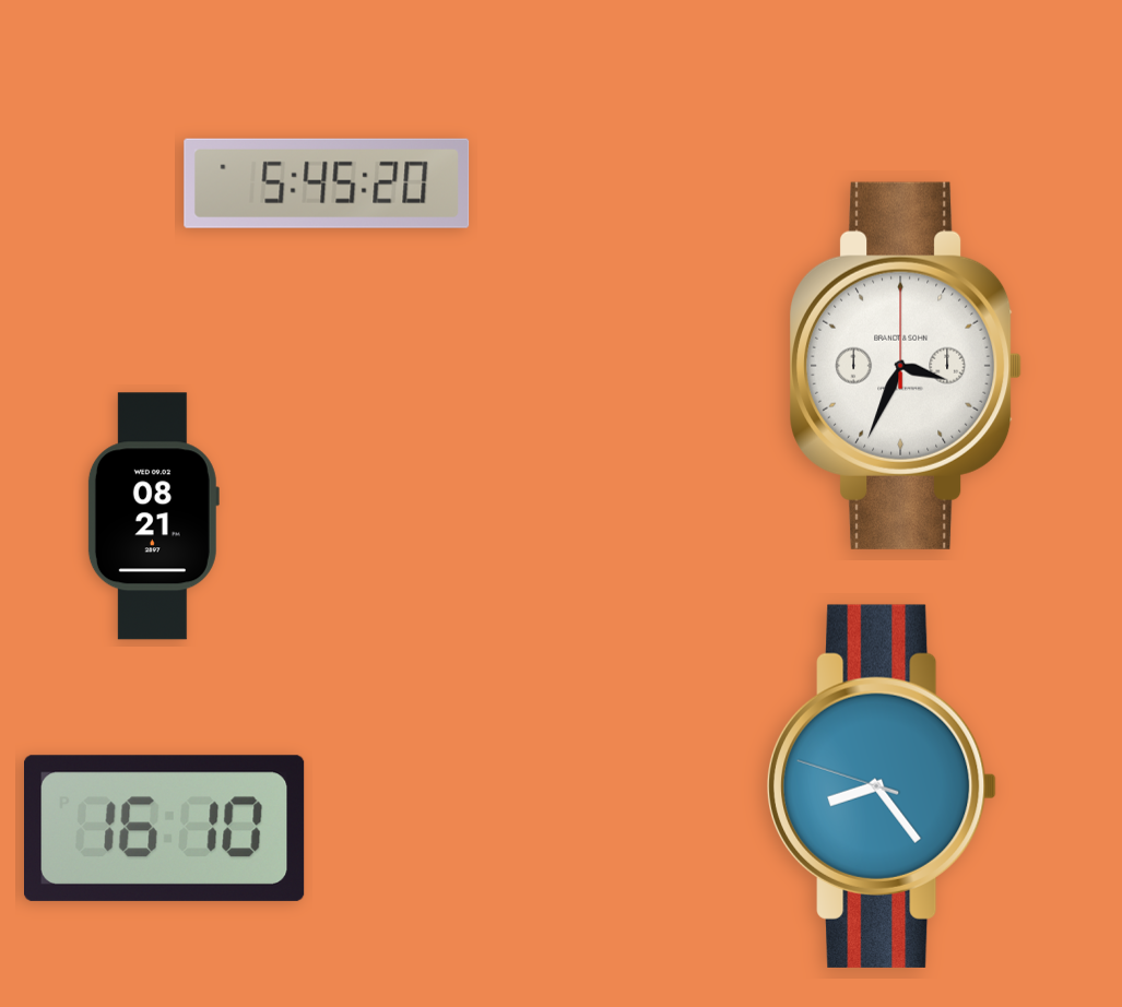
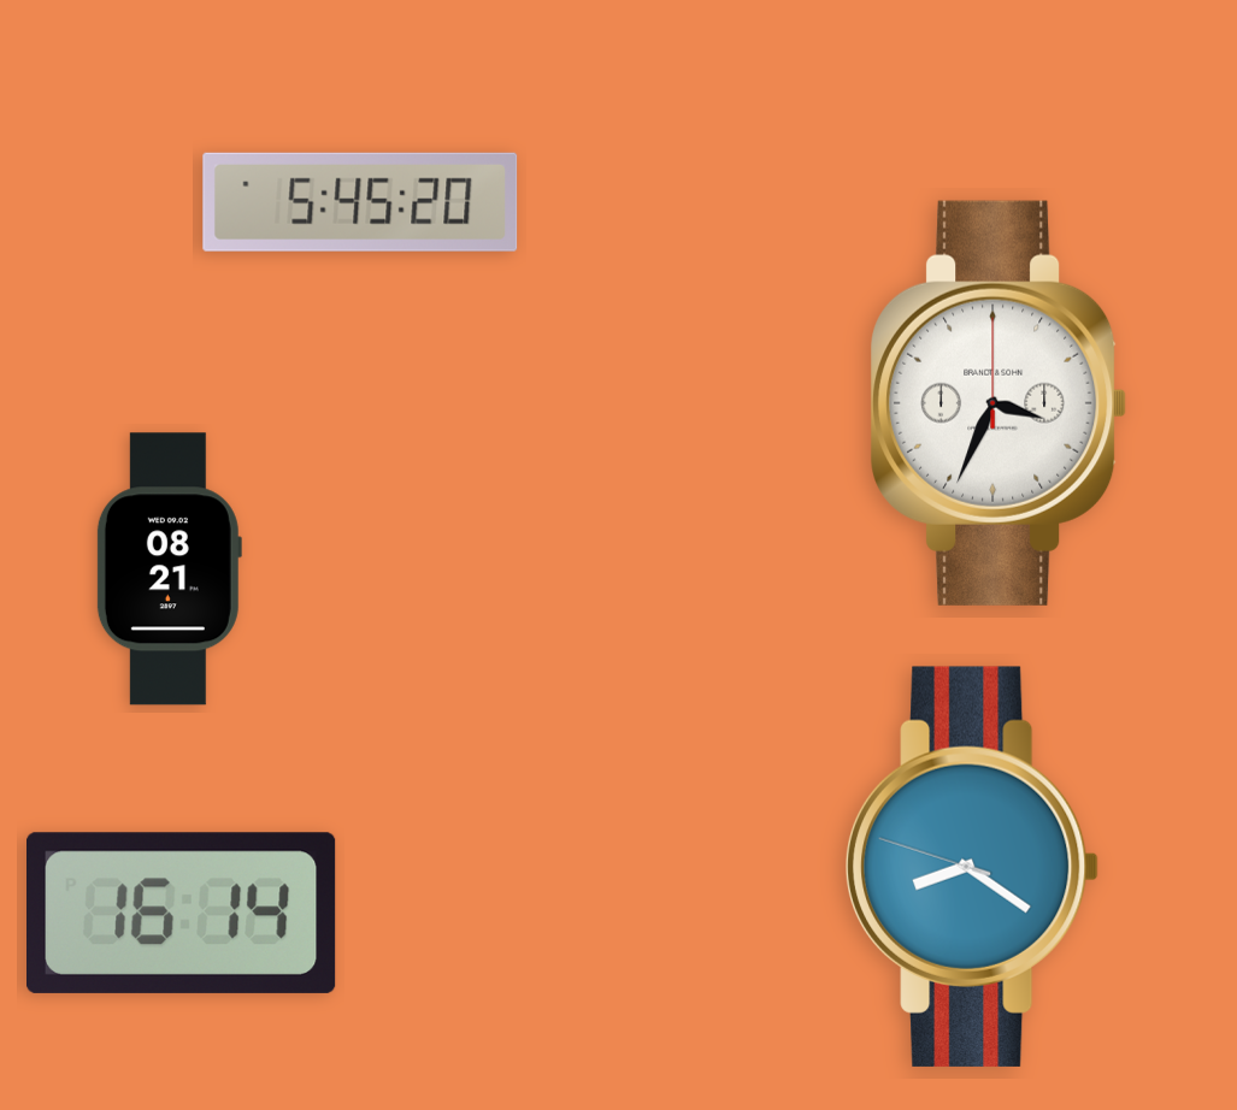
clock at (883, 786): 8:23 -> 8:20
clock at (165, 828): 16:10 -> 16:14
